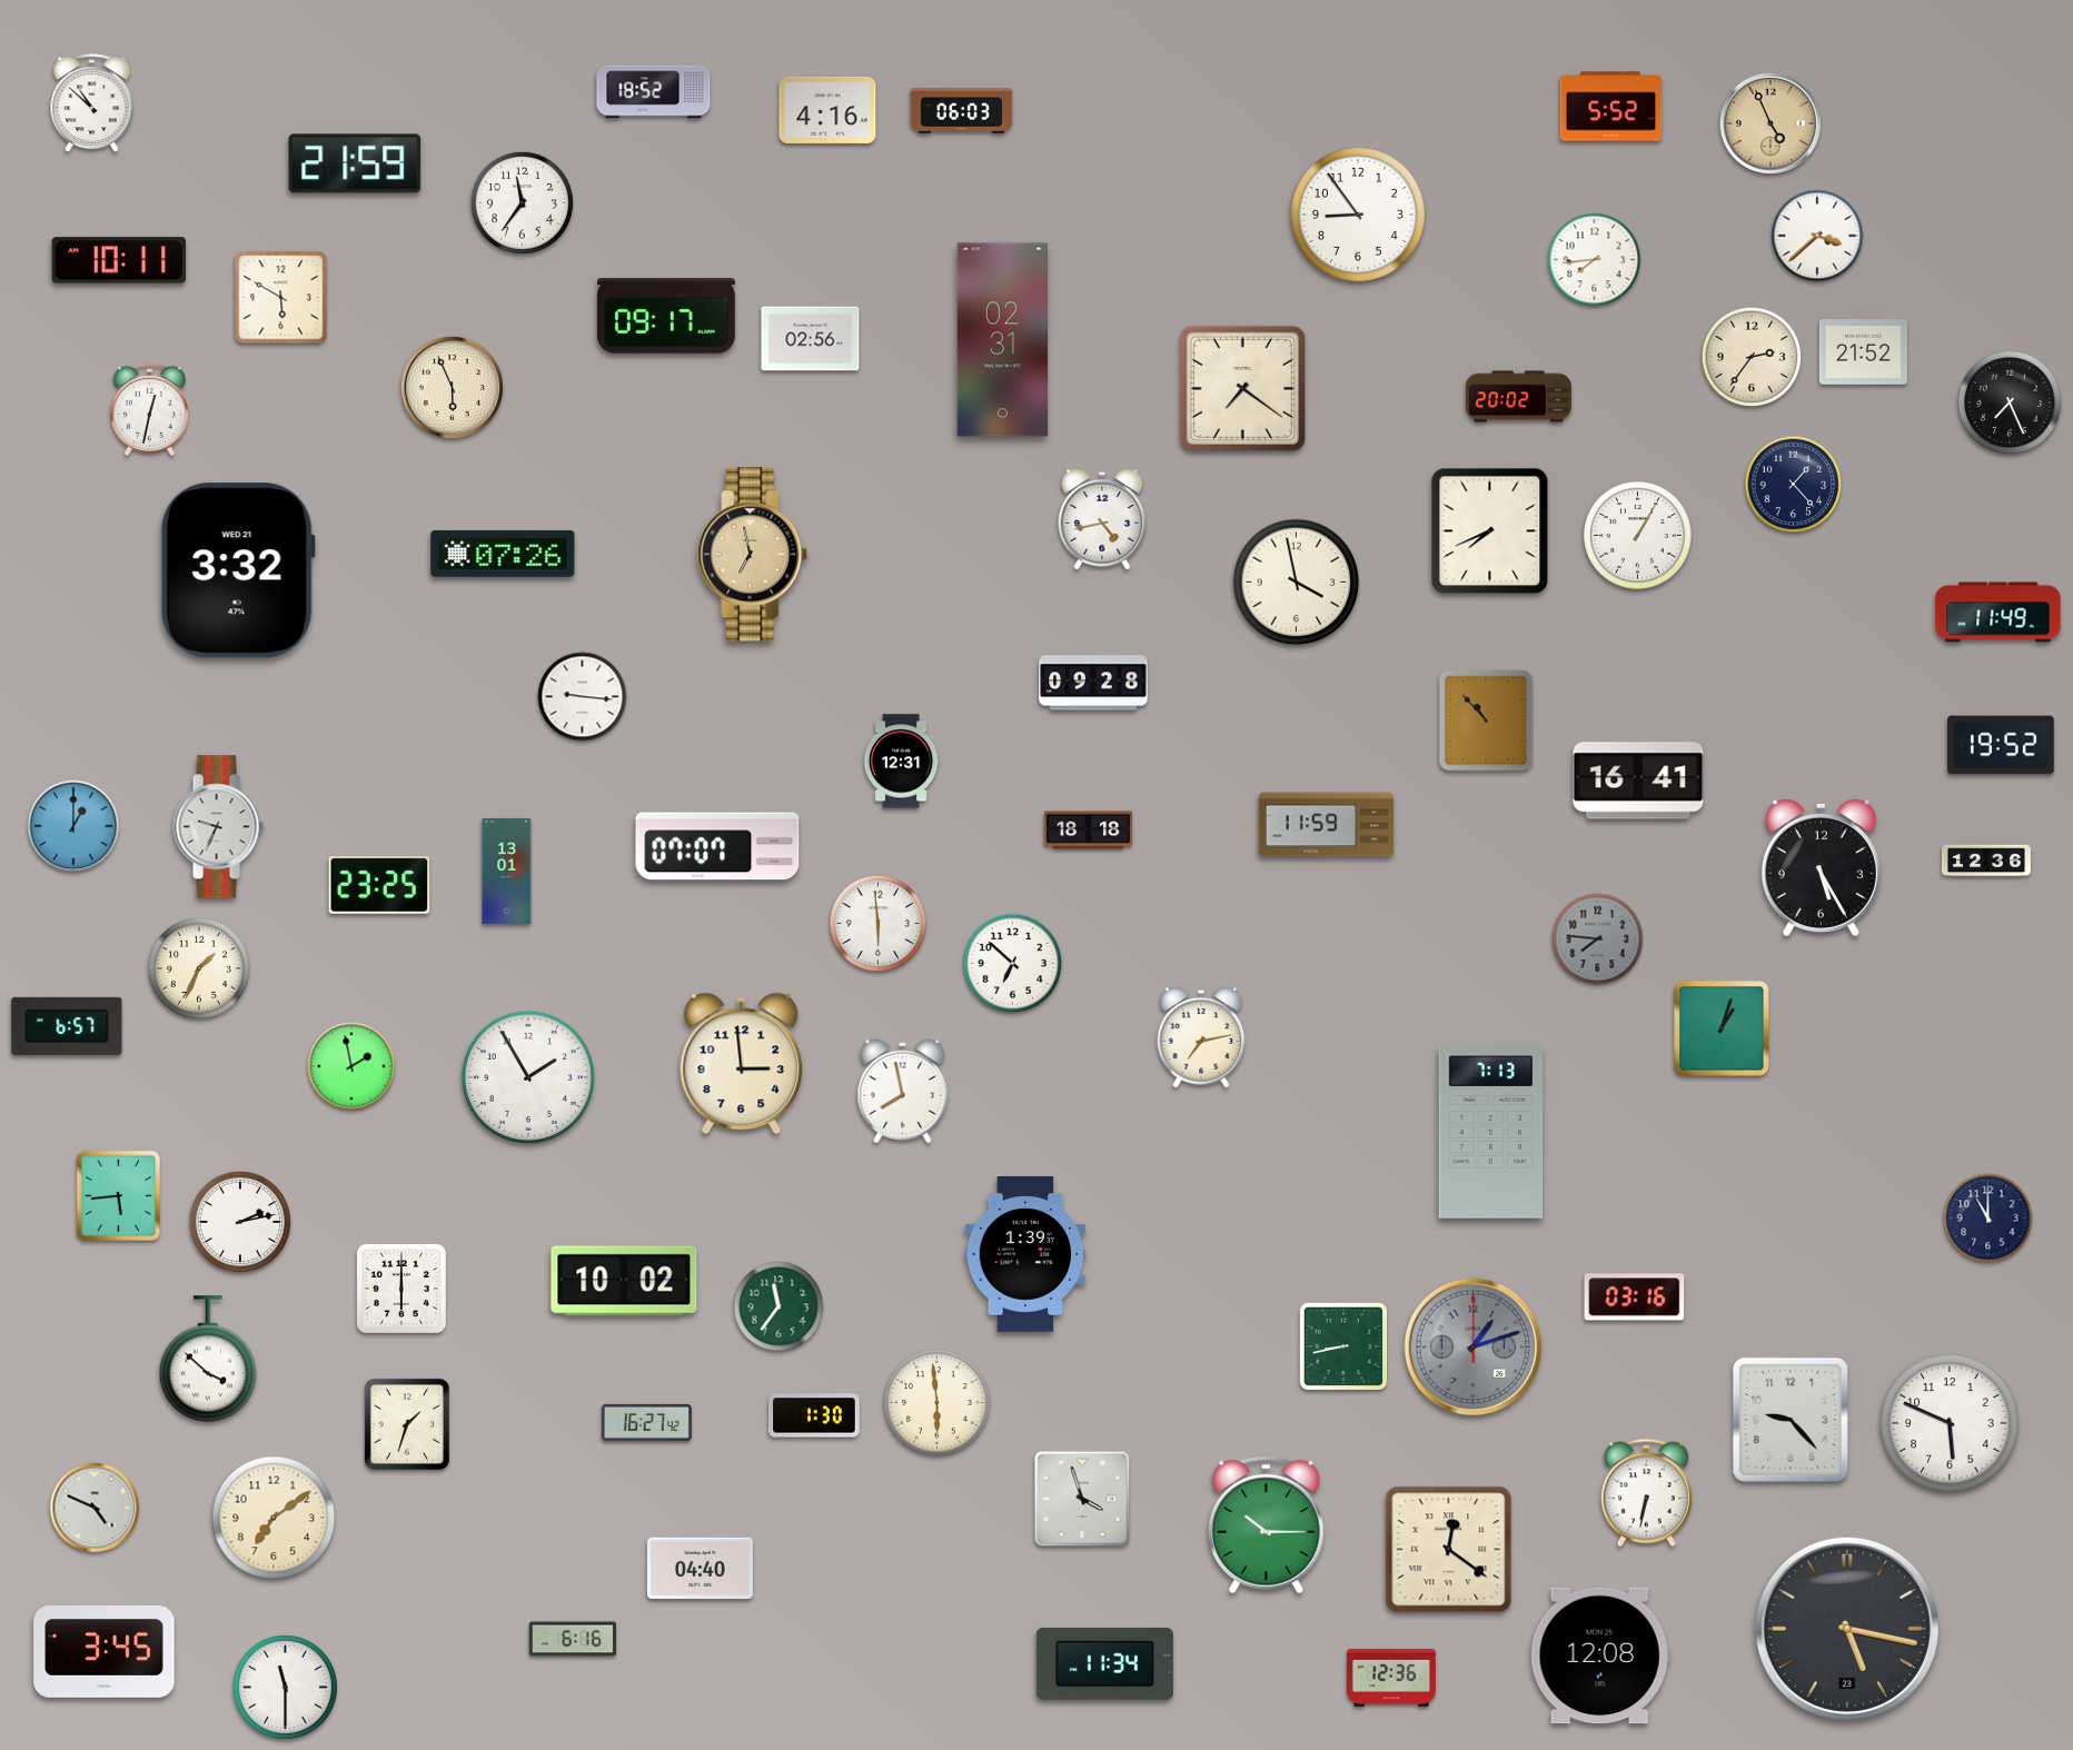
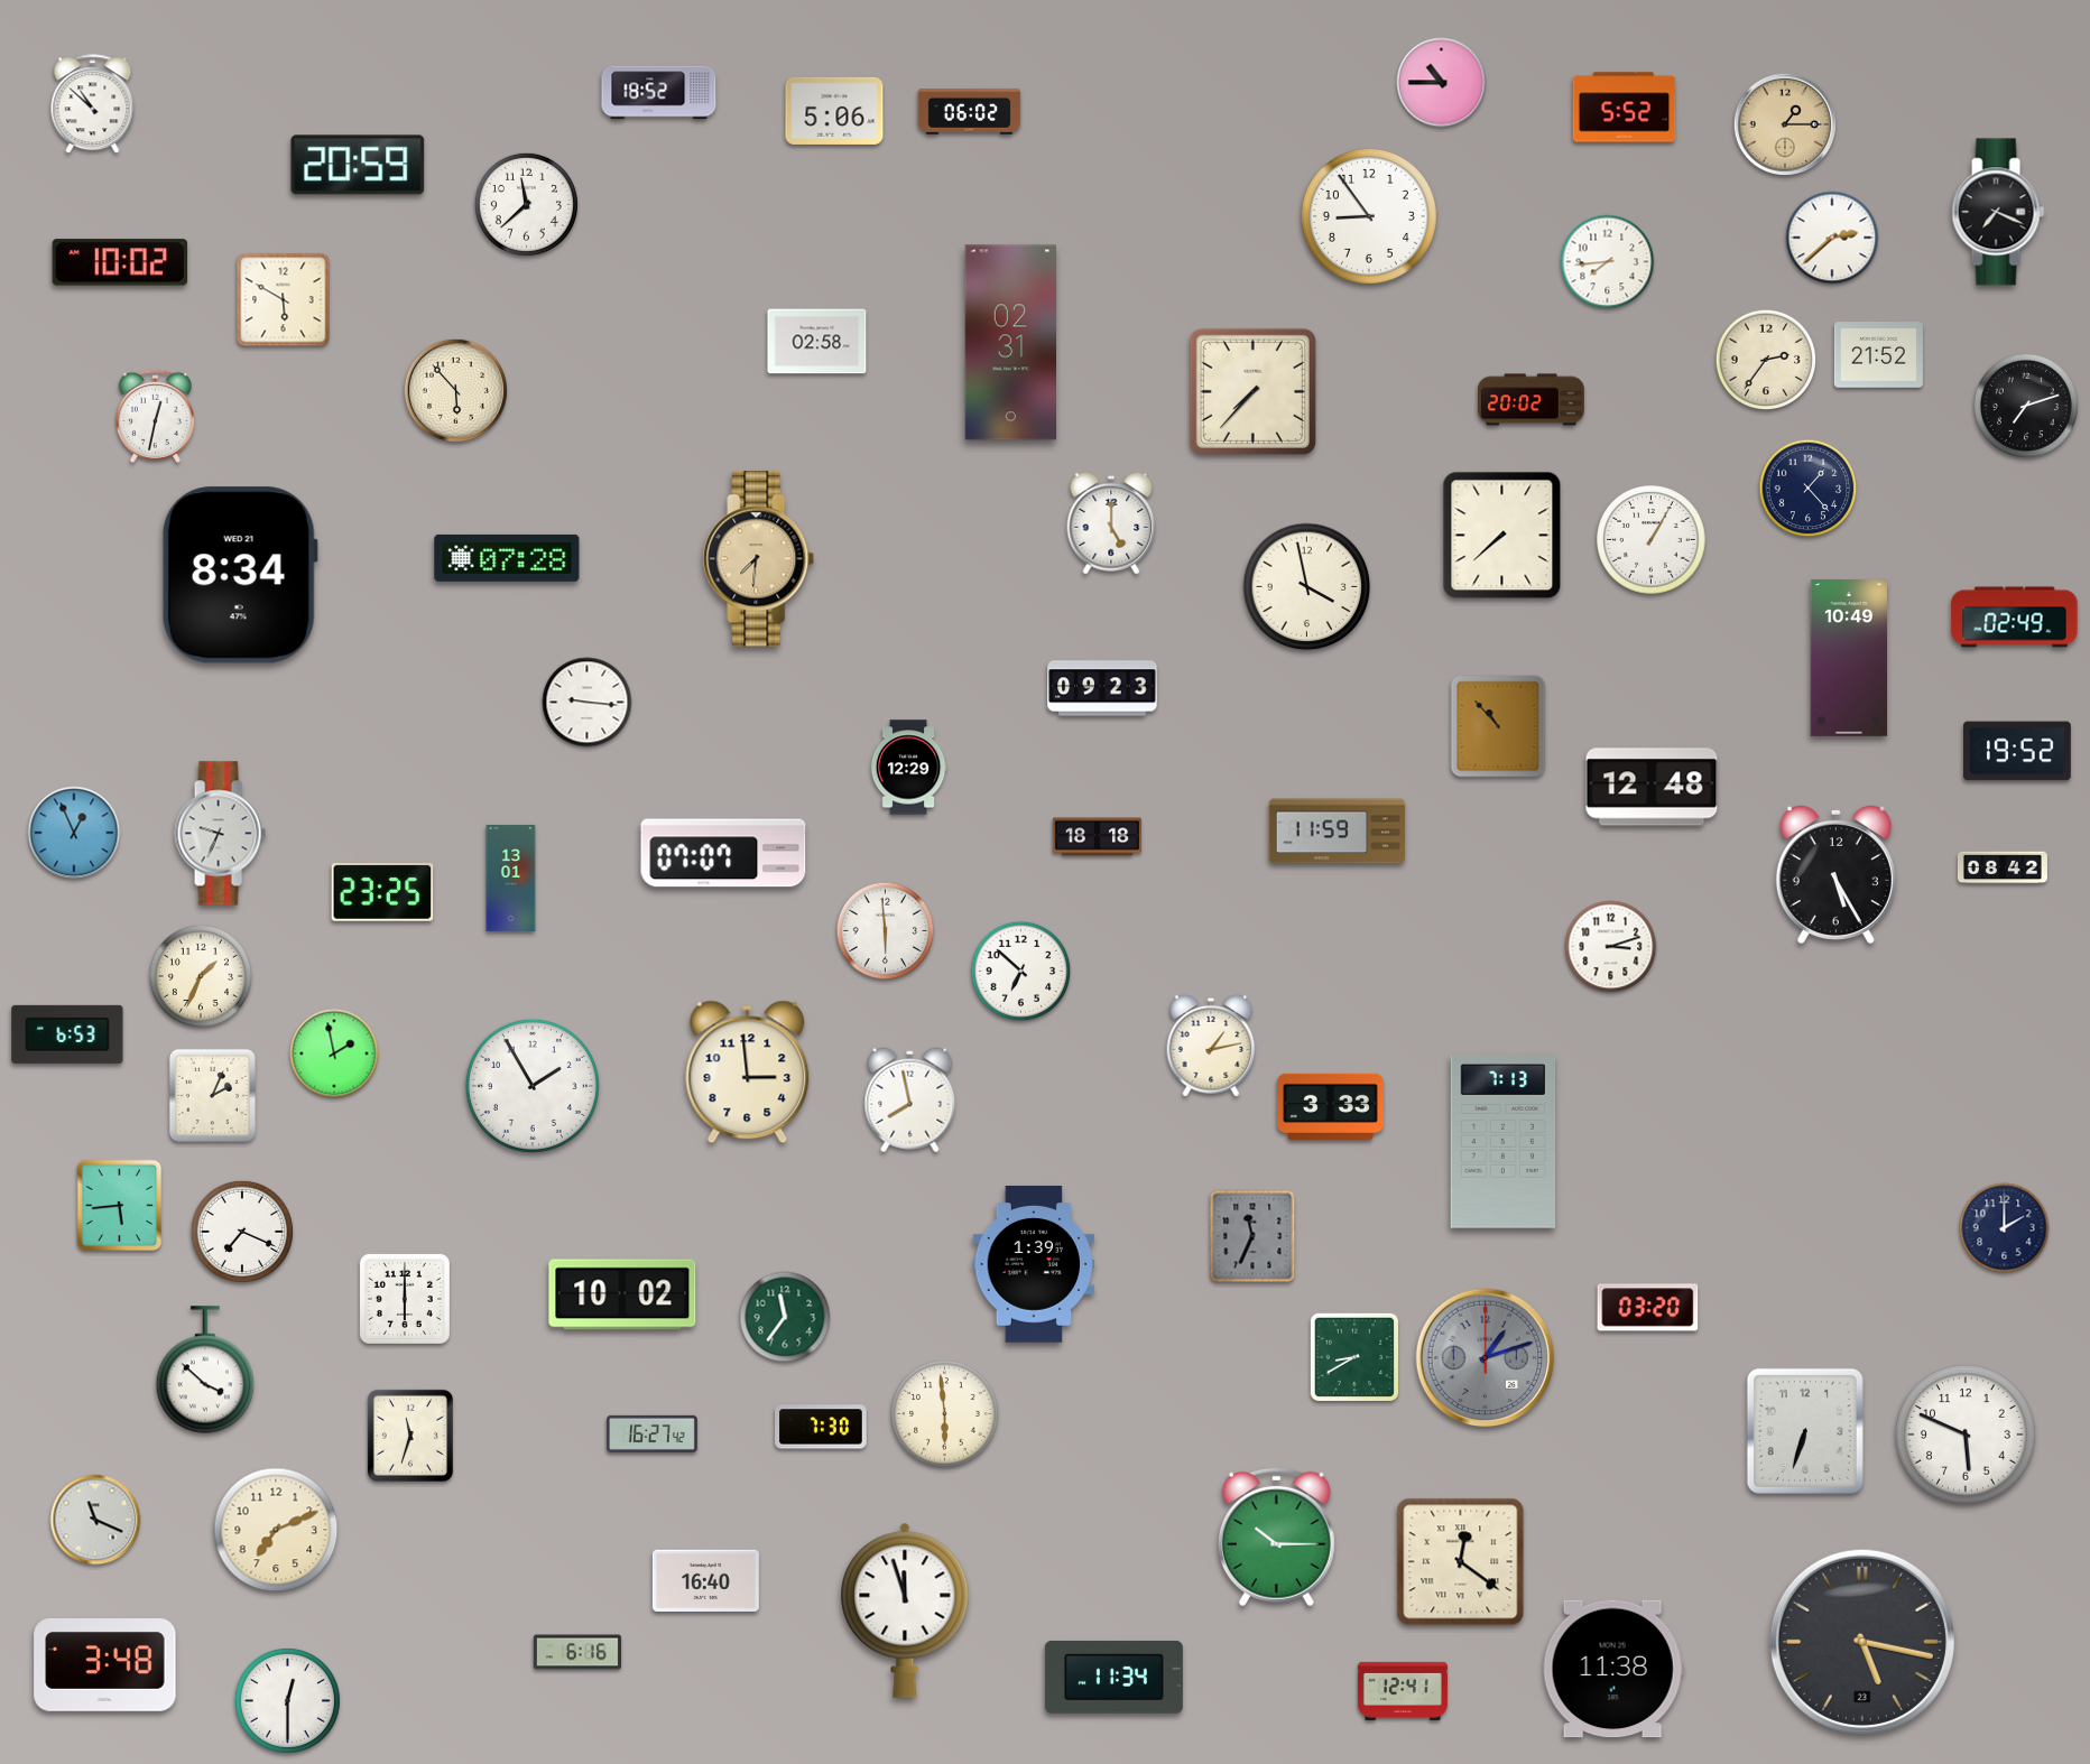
clock at (1442, 83): none -> 10:45
clock at (827, 110): 4:16 -> 5:06
clock at (962, 111): 06:03 -> 06:02
clock at (1771, 123): 4:56 -> 1:15
clock at (355, 163): 21:59 -> 20:59
clock at (522, 202): 11:36 -> 11:38
clock at (1998, 212): none -> 7:19
clock at (1817, 236): 3:38 -> 2:38
clock at (119, 260): 10:11 -> 10:02
clock at (666, 316): 09:17 -> none
clock at (811, 339): 02:56 -> 02:58
clock at (452, 387): 5:56 -> 5:53
clock at (1242, 388): 7:21 -> 7:37
clock at (2010, 402): 7:26 -> 7:12
clock at (149, 409) position: (149, 409) -> (155, 416)
clock at (1102, 519): 4:43 -> 5:00
clock at (1490, 531): 7:41 -> 7:38
clock at (503, 554): 07:26 -> 07:28
clock at (753, 555): 6:58 -> 7:31
clock at (238, 570): 3:32 -> 8:34
clock at (1998, 613): 11:49 -> 02:49
clock at (1849, 658): none -> 10:49
clock at (1093, 683): 09:28 -> 09:23
clock at (901, 762): 12:31 -> 12:29
clock at (1638, 780): 16:41 -> 12:48
clock at (73, 826): 1:00 -> 12:56
clock at (1986, 861): 12:36 -> 08:42
clock at (1598, 939): 7:46 -> 3:12
clock at (1598, 939) dial: grey -> white
clock at (67, 1026): 6:57 -> 6:53
clock at (1722, 1028): 1:03 -> none
clock at (1201, 1037): 7:13 -> 1:13
clock at (351, 1066) position: (351, 1066) -> (334, 1053)
clock at (212, 1095): none -> 2:04
clock at (1330, 1106): none -> 3:33
clock at (1988, 1219): 11:00 -> 2:00
clock at (240, 1222): 2:13 -> 7:19
clock at (1252, 1236): none -> 11:34
clock at (624, 1281) position: (624, 1281) -> (622, 1294)
clock at (1635, 1297): 03:16 -> 03:20
clock at (1342, 1345): 8:43 -> 8:40
clock at (208, 1359) position: (208, 1359) -> (205, 1370)
clock at (814, 1415): 1:30 -> 7:30
clock at (1791, 1420): 9:23 -> 6:33
clock at (407, 1424): 1:33 -> 11:33
clock at (1646, 1493): 6:32 -> none
clock at (1082, 1499): 3:57 -> none
clock at (95, 1508): 4:49 -> 11:19
clock at (274, 1518): 7:09 -> 7:11
clock at (700, 1568): 04:40 -> 16:40
clock at (905, 1610): none -> 11:57
clock at (105, 1652): 3:45 -> 3:48
clock at (1600, 1655): 12:08 -> 11:38
clock at (1391, 1678): 12:36 -> 12:41
clock at (285, 1687): 11:30 -> 12:30
